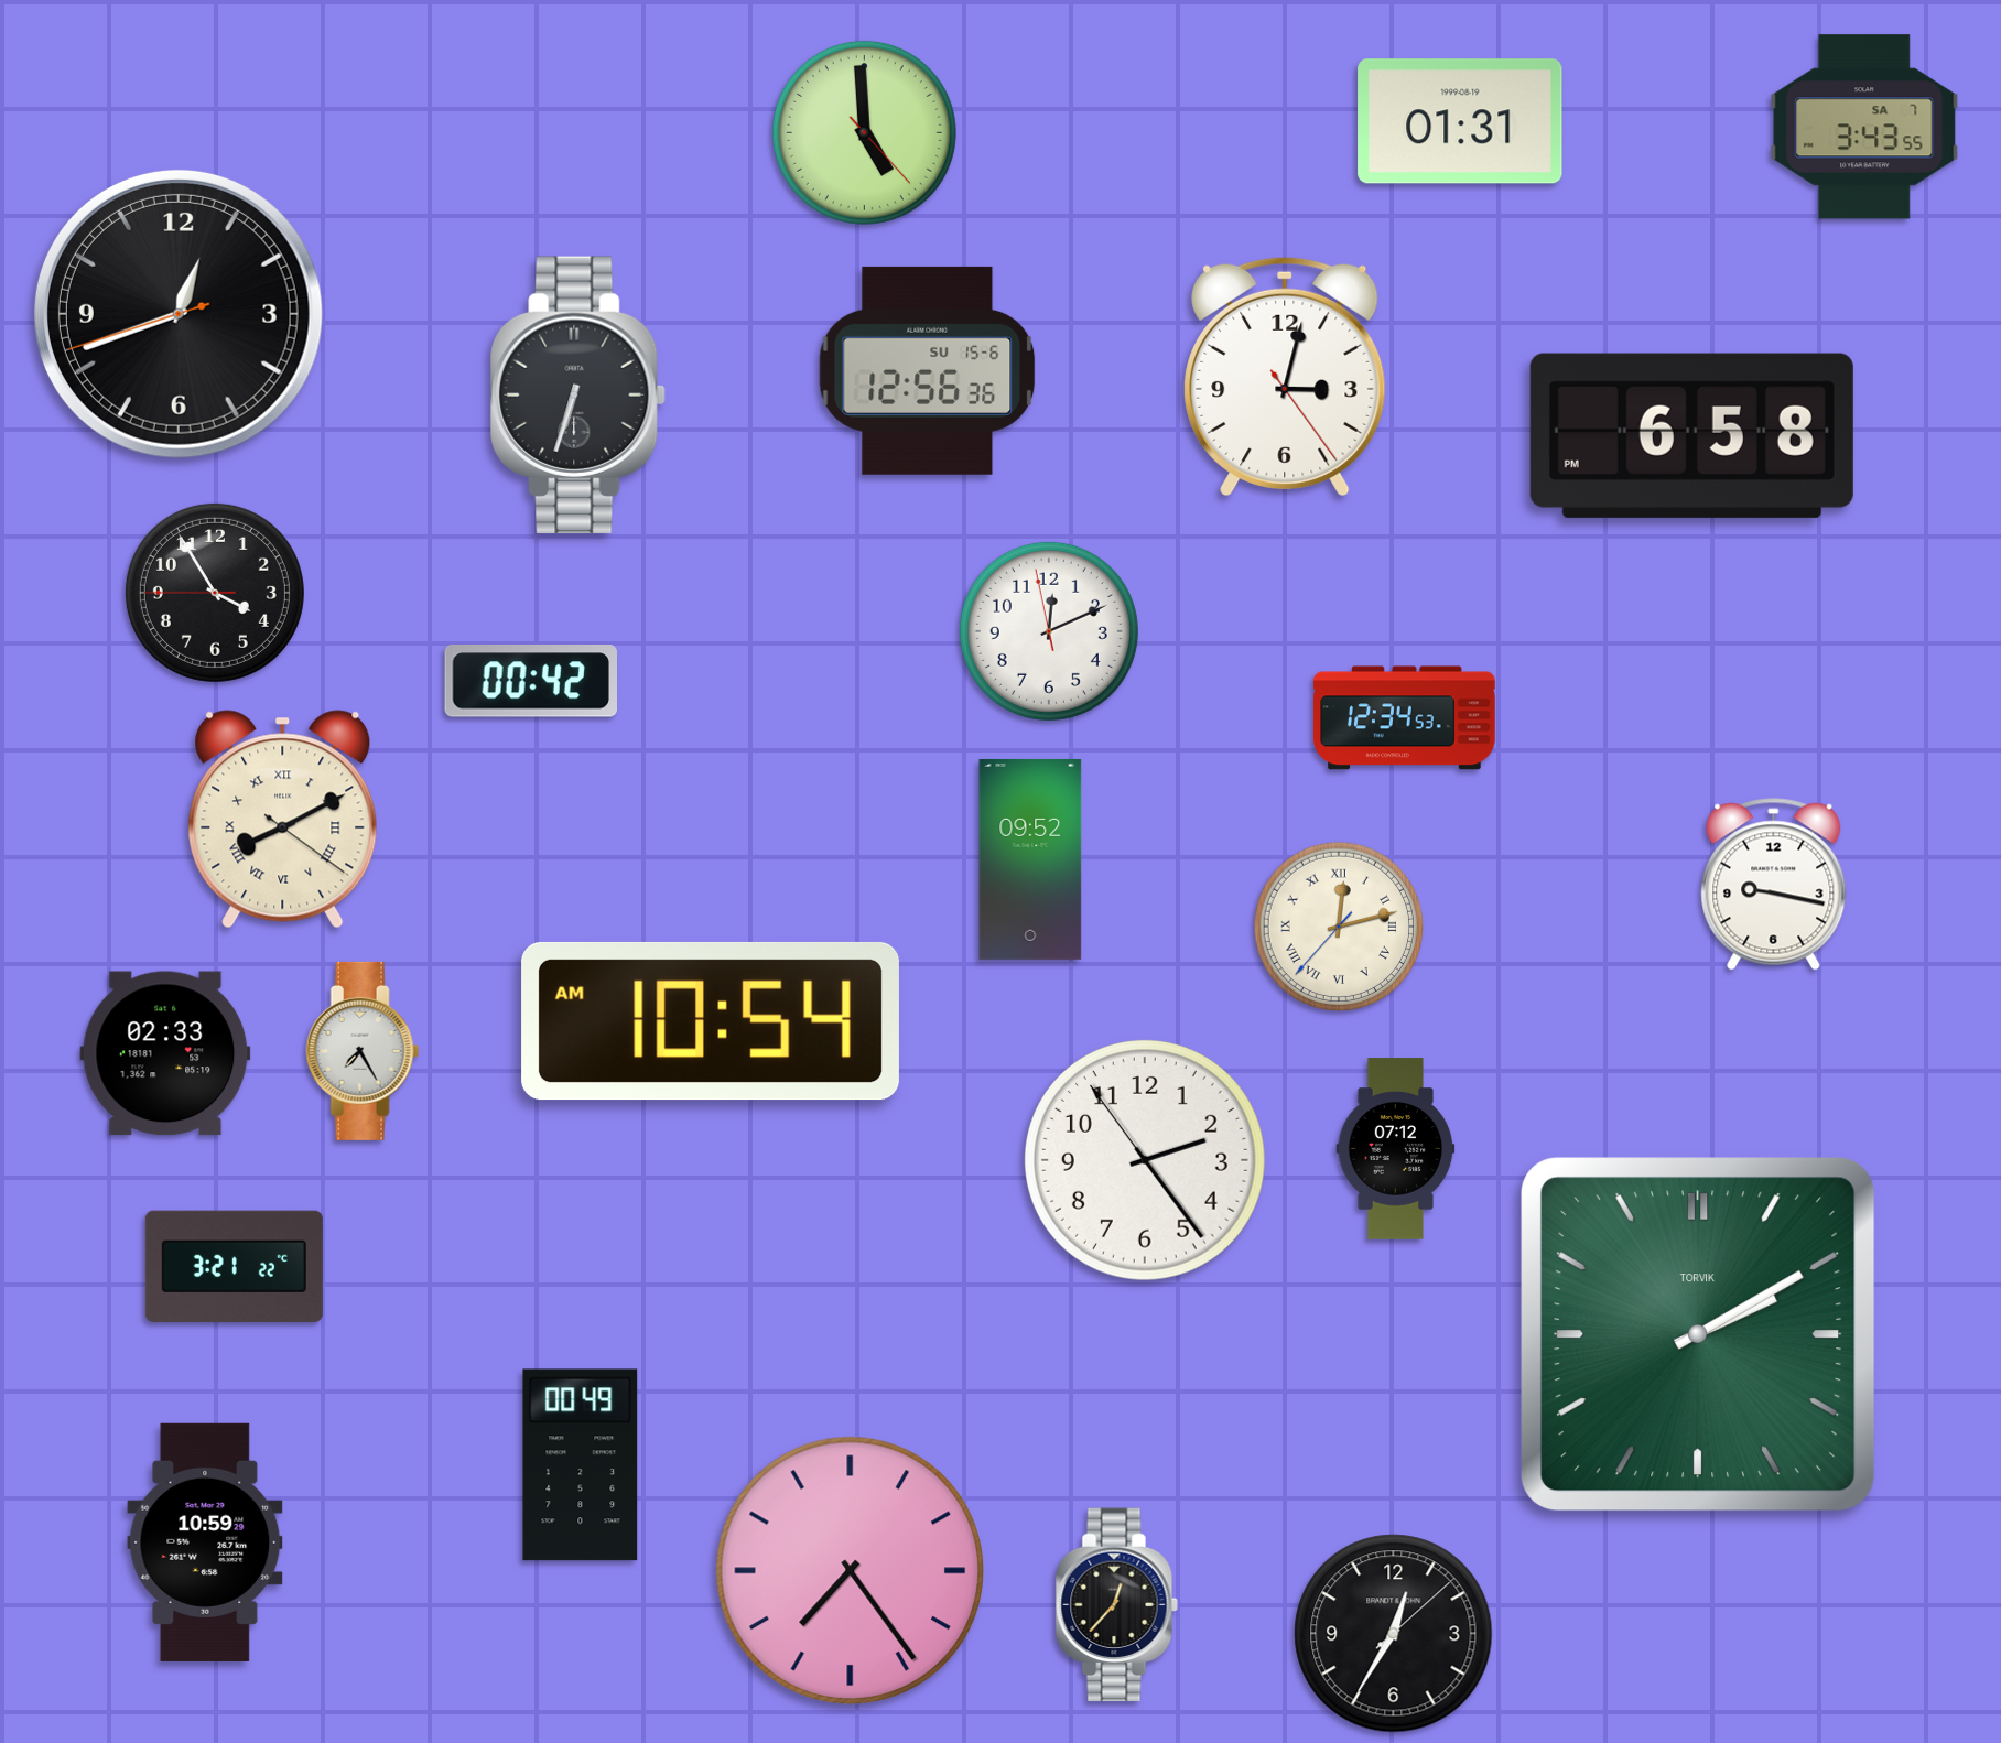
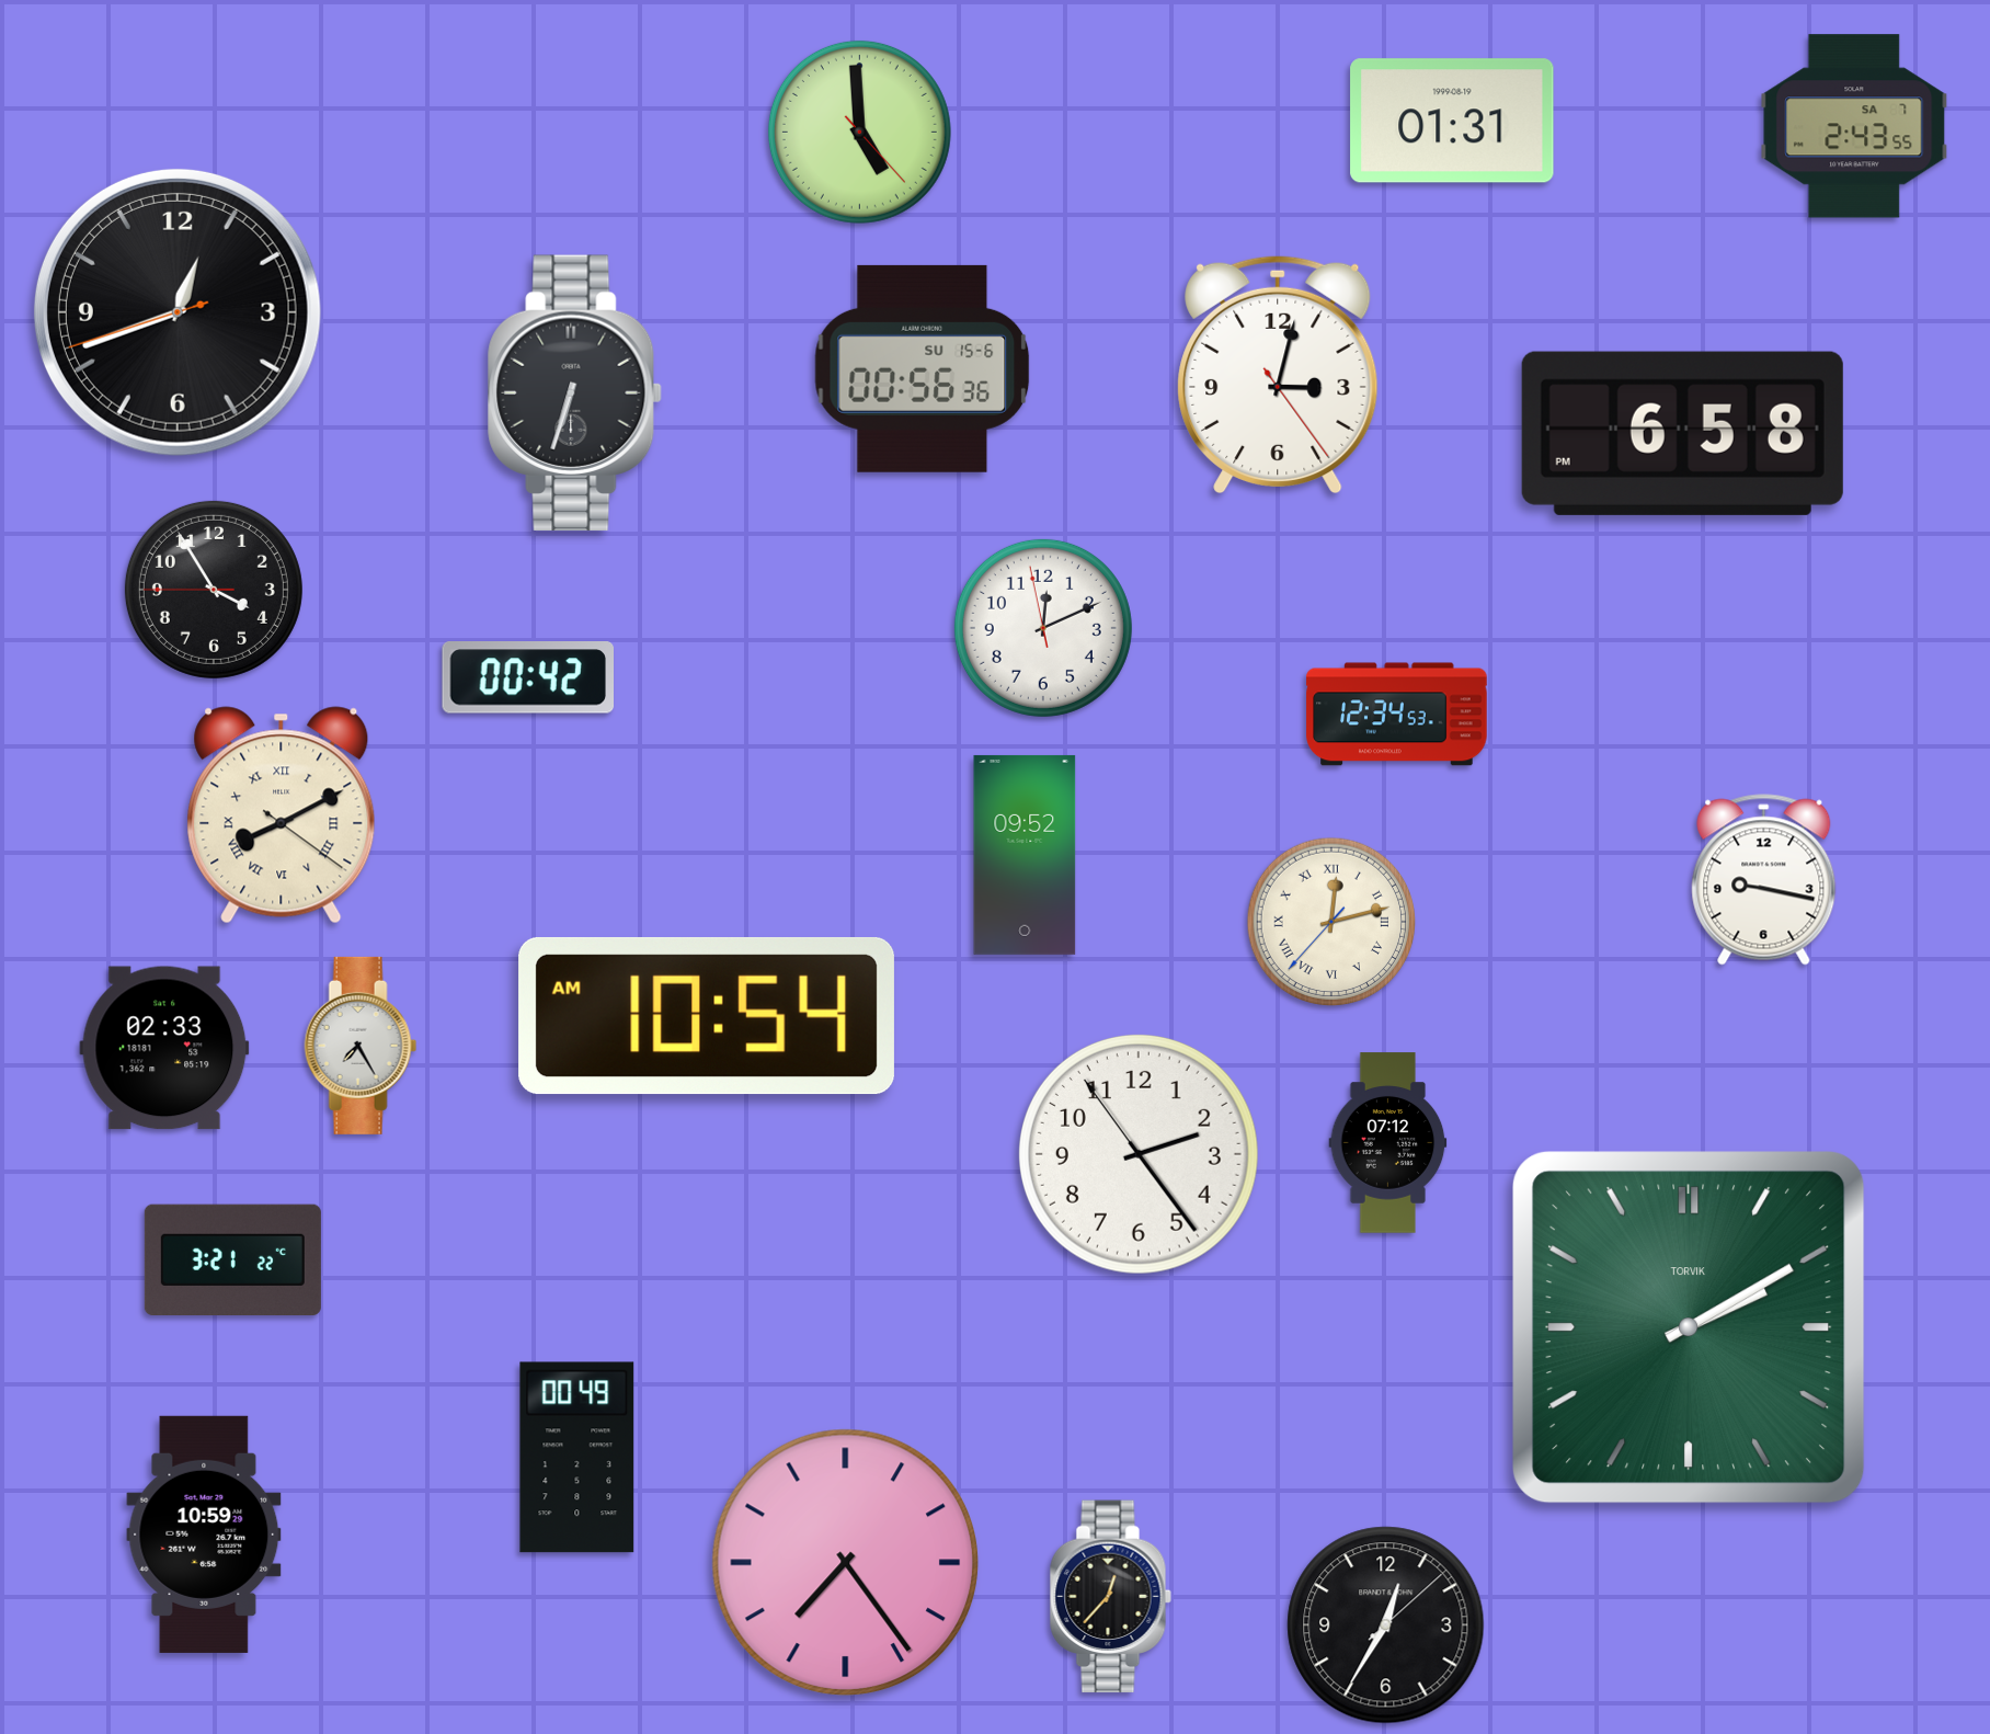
clock at (1864, 127): 3:43 -> 2:43
clock at (928, 370): 12:56 -> 00:56
